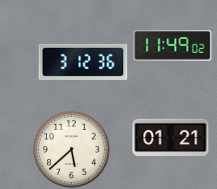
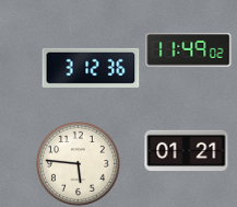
clock at (71, 149): 5:38 -> 5:46
